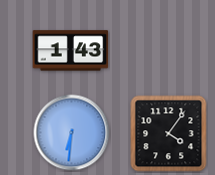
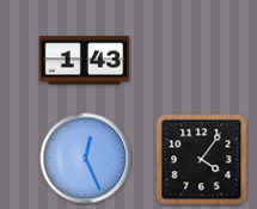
clock at (72, 133): 6:31 -> 12:26
